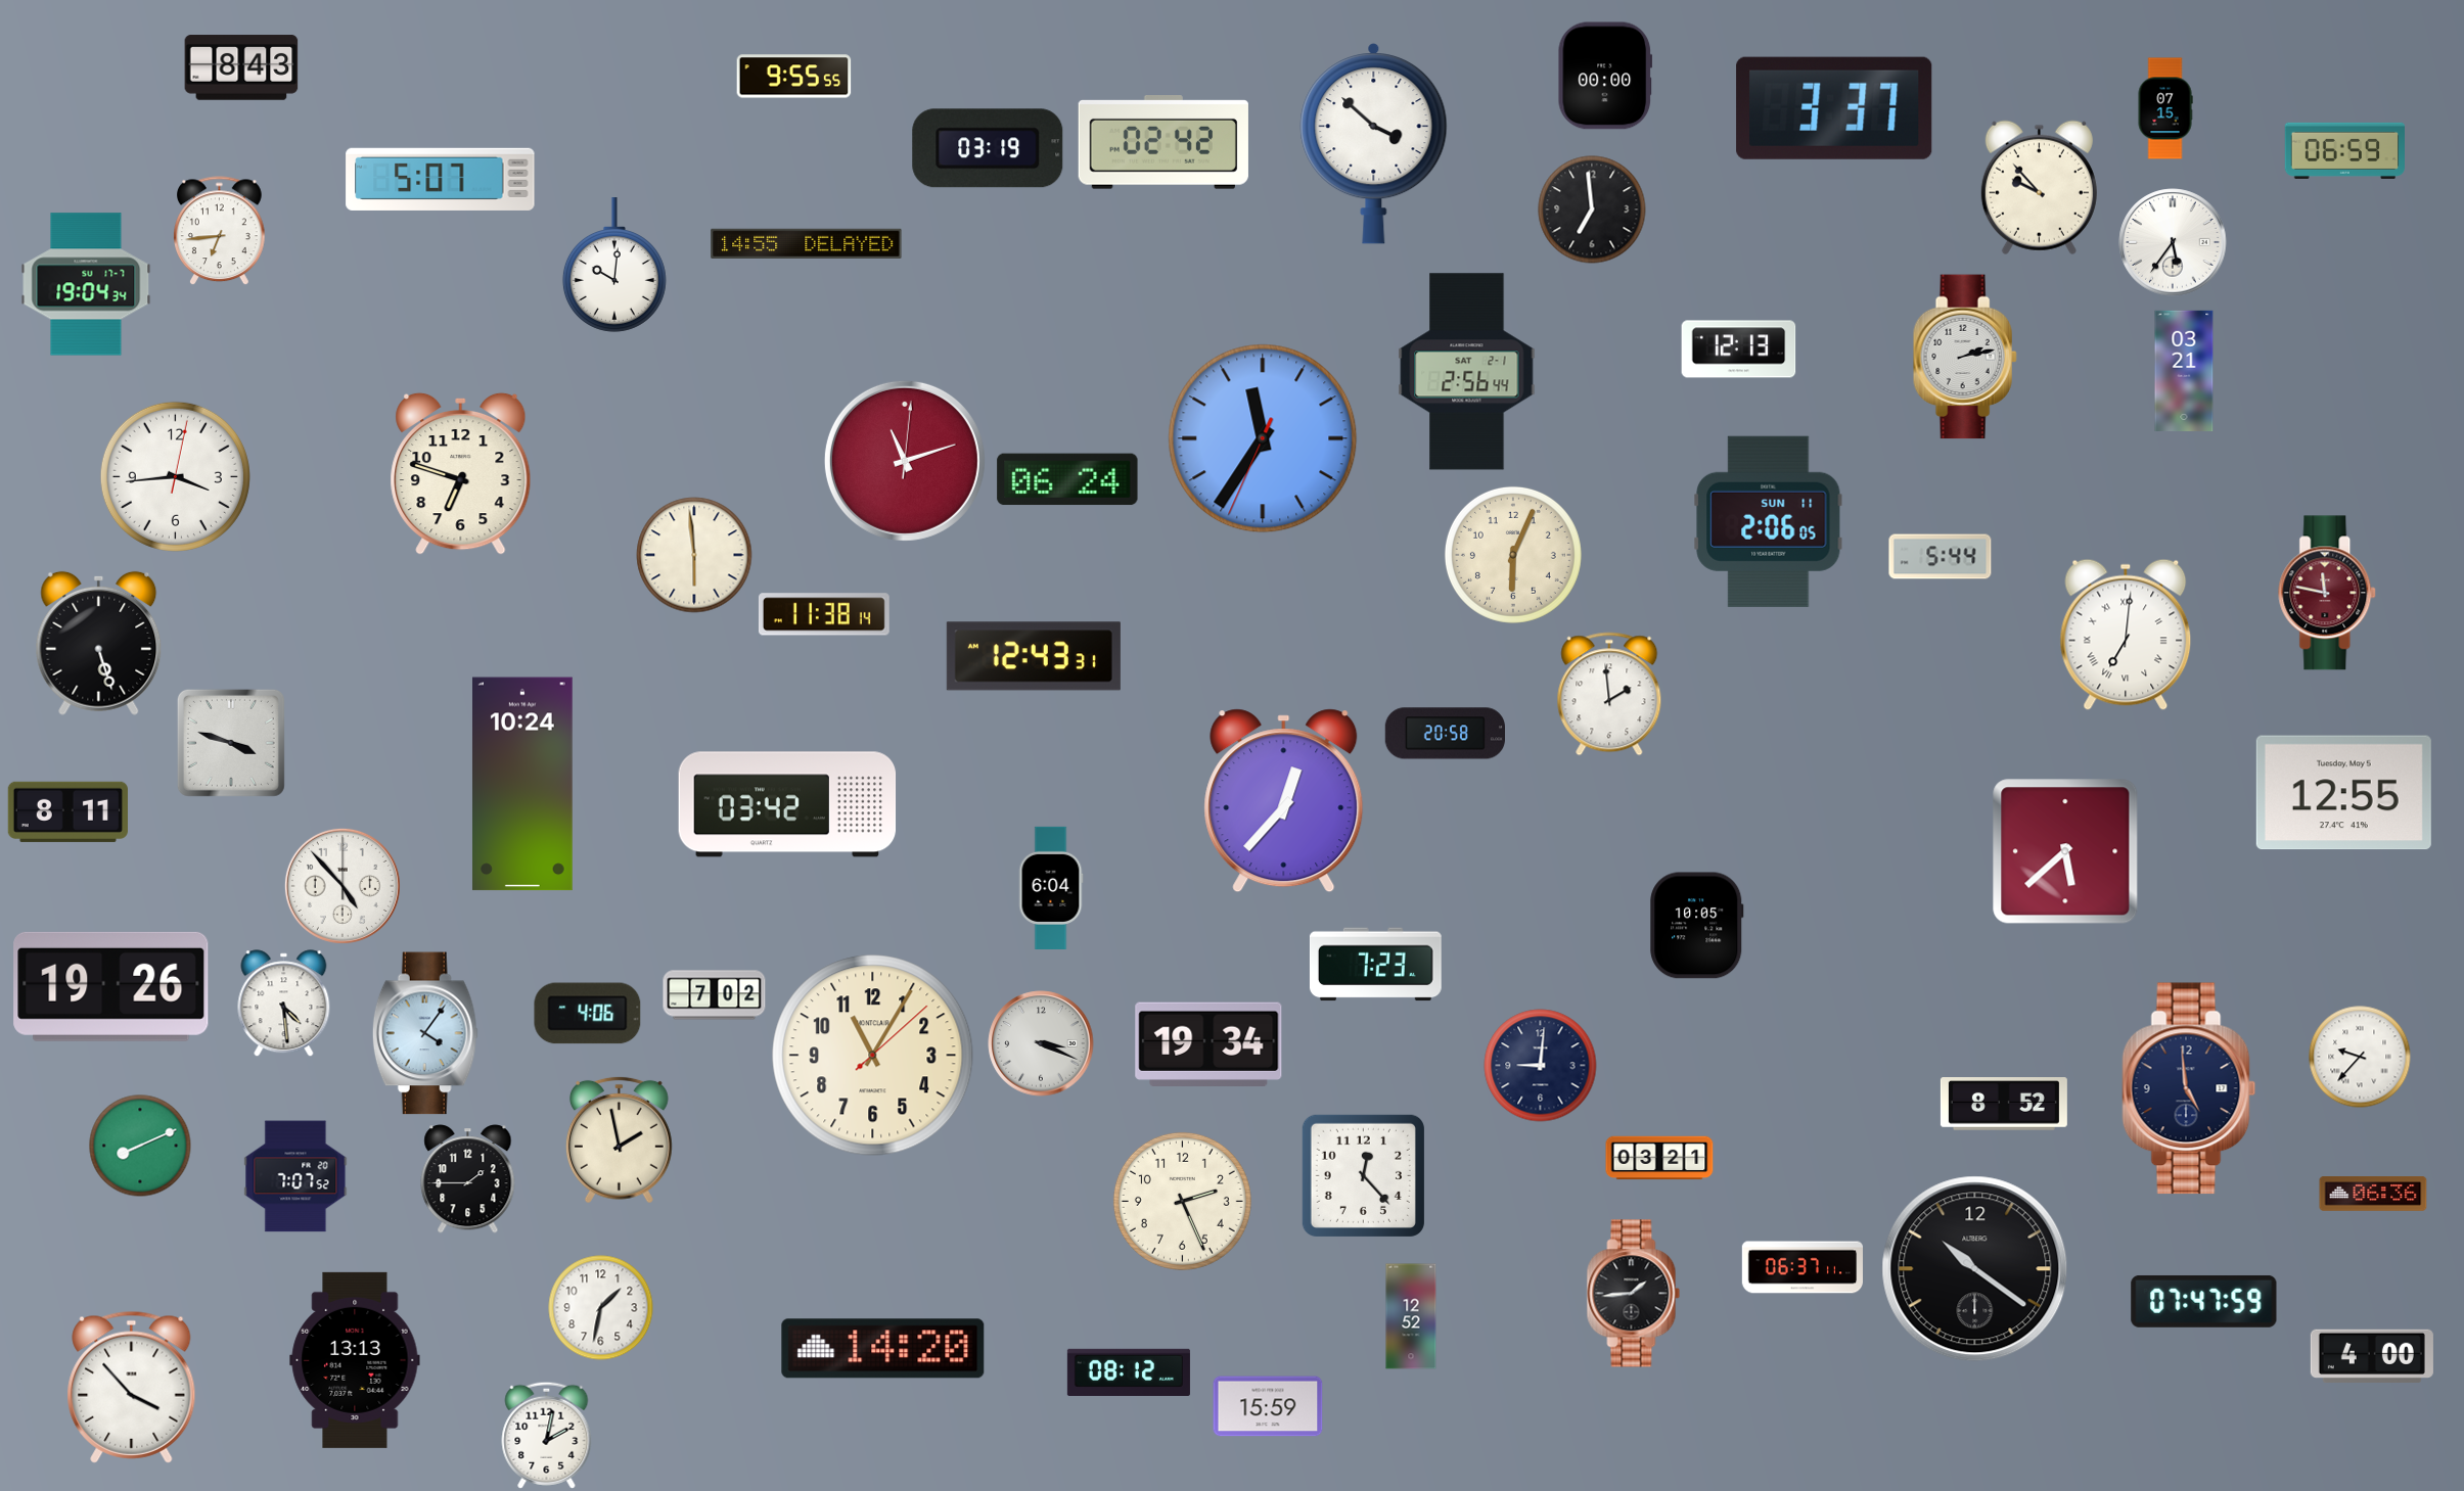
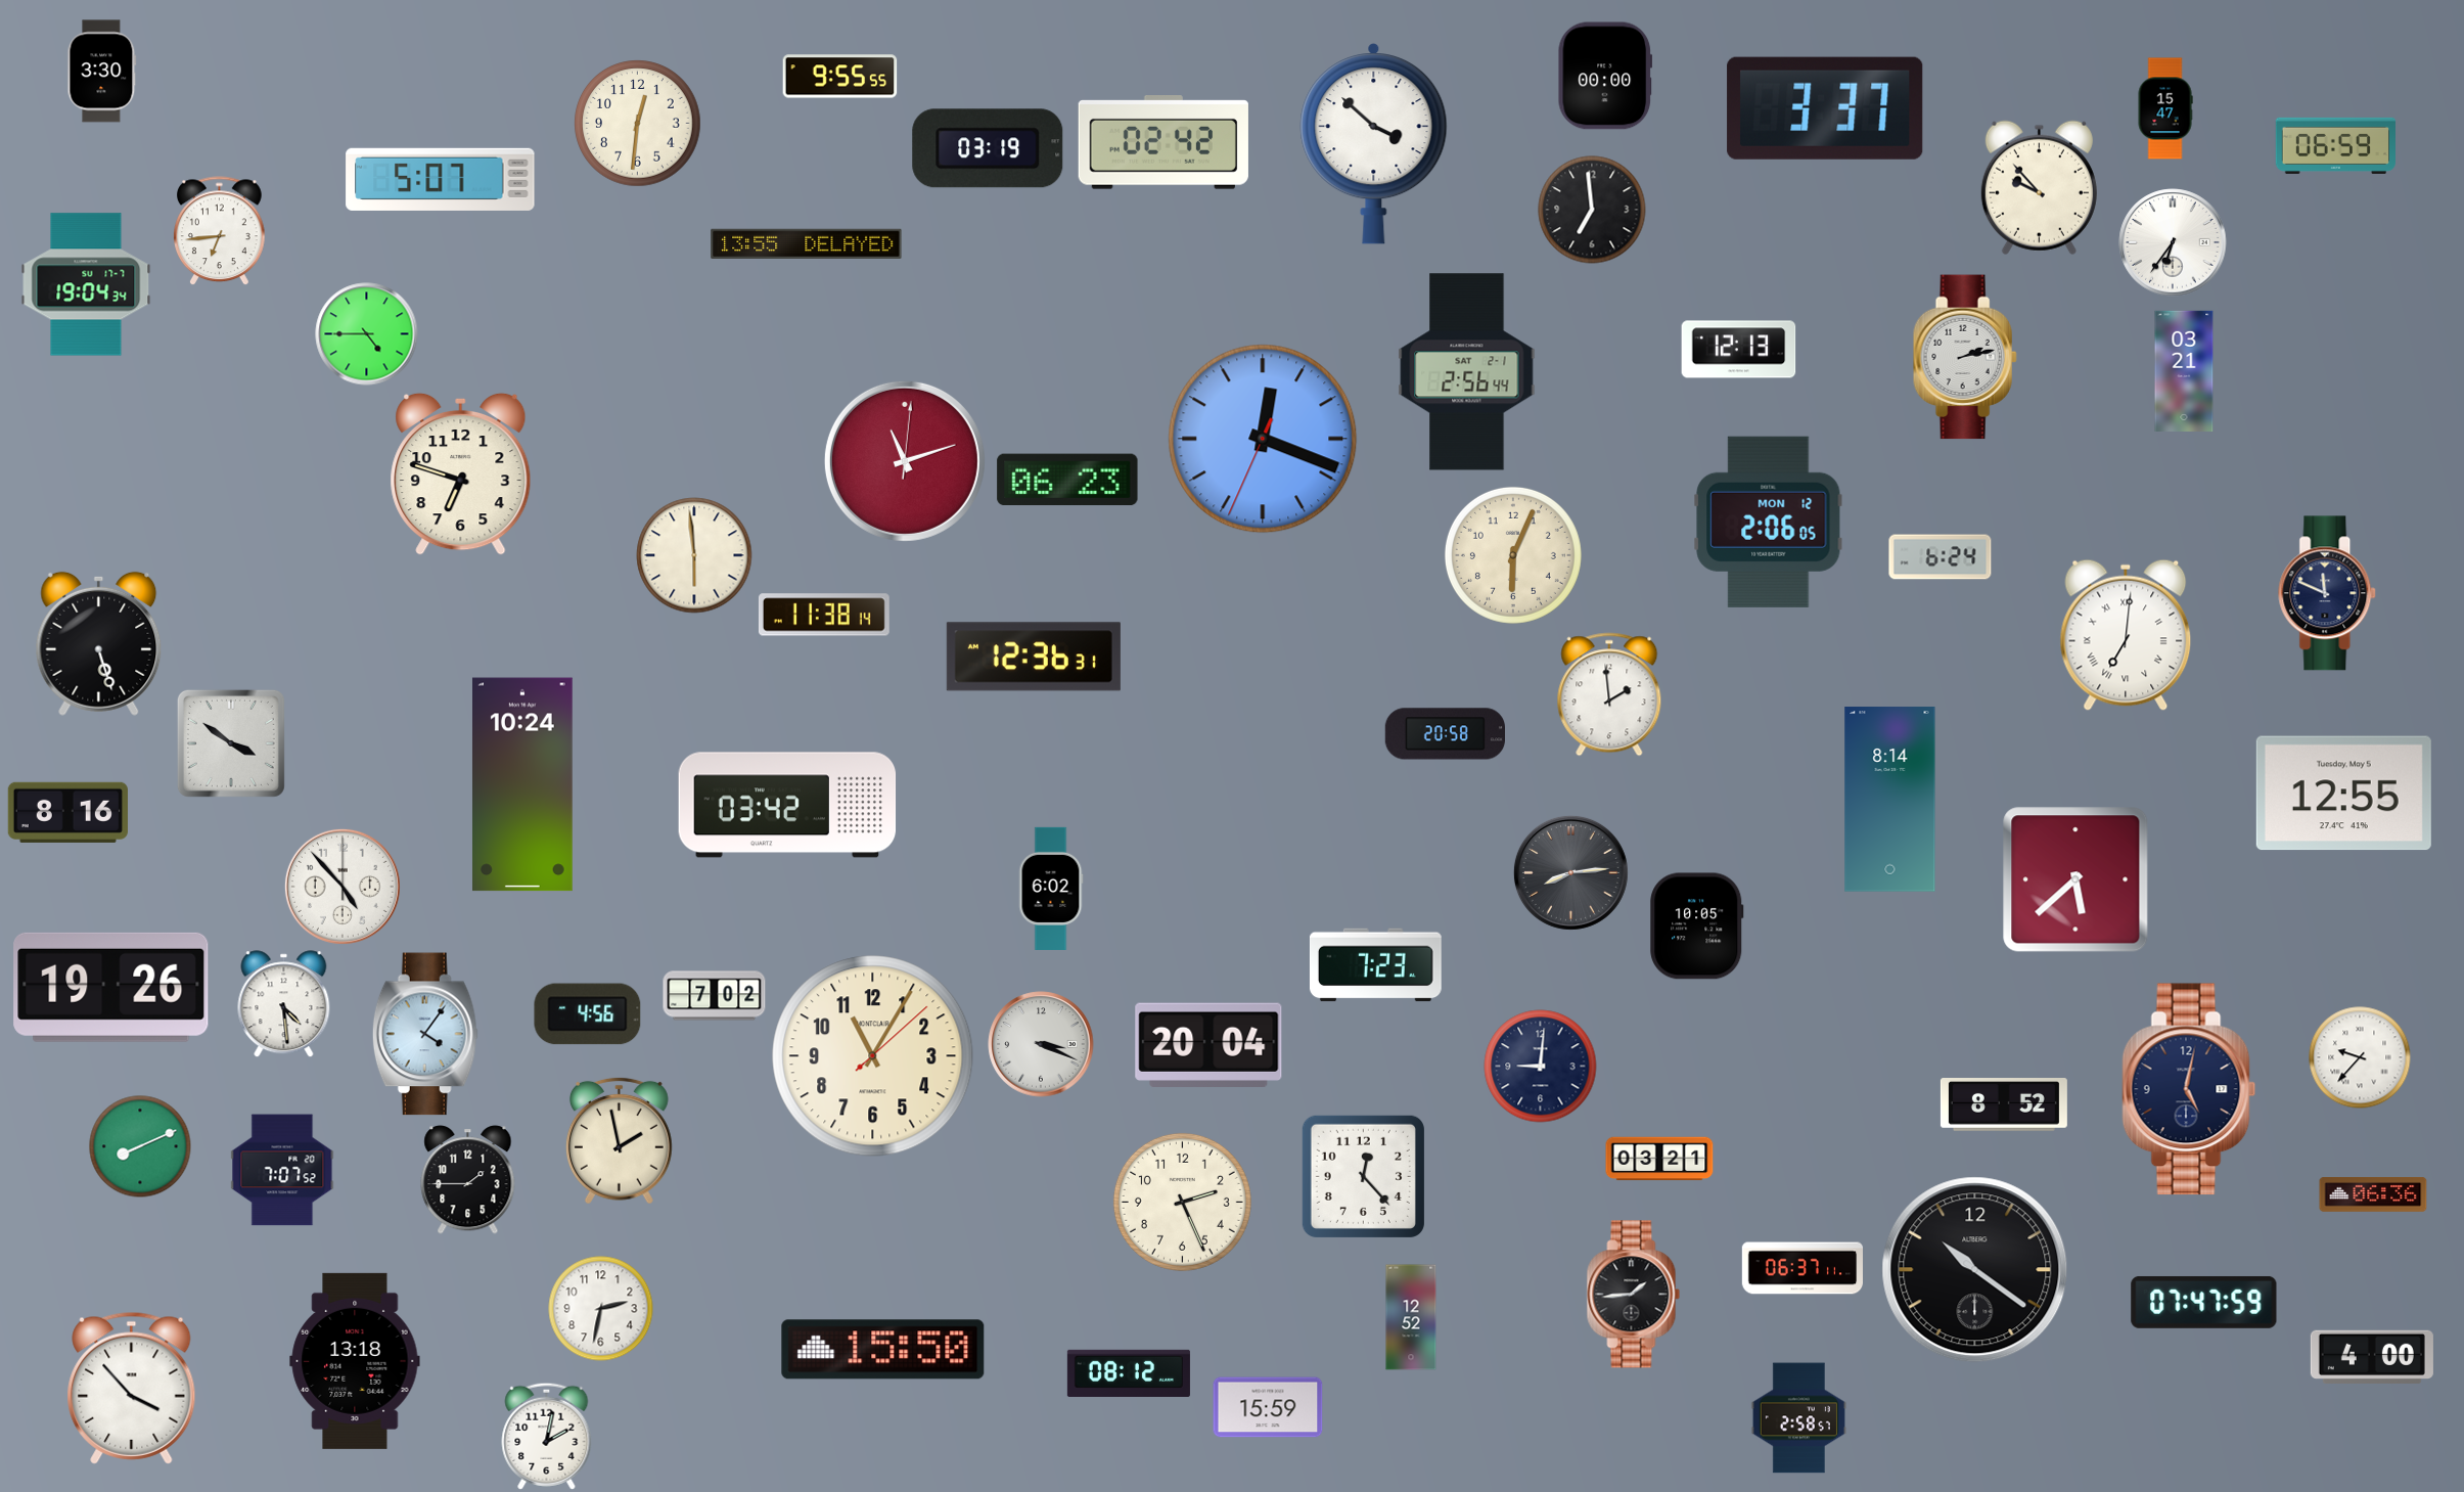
clock at (241, 67): 8:43 -> none
clock at (102, 72): none -> 3:30
clock at (794, 77) position: (794, 77) -> (840, 77)
clock at (1834, 108) position: (1834, 108) -> (1825, 108)
clock at (2165, 108): 07:15 -> 15:47
clock at (638, 124): none -> 12:31
clock at (2344, 150) position: (2344, 150) -> (2335, 145)
clock at (2173, 242): 5:36 -> 6:36
clock at (807, 243): 14:55 -> 13:55
clock at (614, 265): 10:01 -> none
clock at (367, 334): none -> 4:45
clock at (1263, 438): 11:35 -> 12:18
clock at (175, 476): 3:44 -> none
clock at (1067, 479): 06:24 -> 06:23
clock at (1769, 521) date: SUN 11 -> MON 12
clock at (1941, 557): 5:44 -> 6:24
clock at (2328, 593): 11:47 -> 11:49
clock at (2328, 593) dial: burgundy -> navy
clock at (1034, 656): 12:43 -> 12:36
clock at (231, 743): 3:48 -> 3:51
clock at (1890, 800): none -> 8:14
clock at (1284, 801): 12:37 -> none
clock at (67, 811): 8:11 -> 8:16
clock at (2065, 851) position: (2065, 851) -> (2075, 879)
clock at (1570, 872): none -> 8:14
clock at (1051, 888): 6:04 -> 6:02
clock at (588, 1014): 4:06 -> 4:56
clock at (1208, 1044): 19:34 -> 20:04
clock at (2189, 1088): 4:59 -> 5:02
clock at (295, 1176) position: (295, 1176) -> (282, 1170)
clock at (601, 1308): 1:32 -> 2:32
clock at (883, 1349): 14:20 -> 15:50
clock at (355, 1360): 13:13 -> 13:18
clock at (1798, 1418): none -> 2:58
